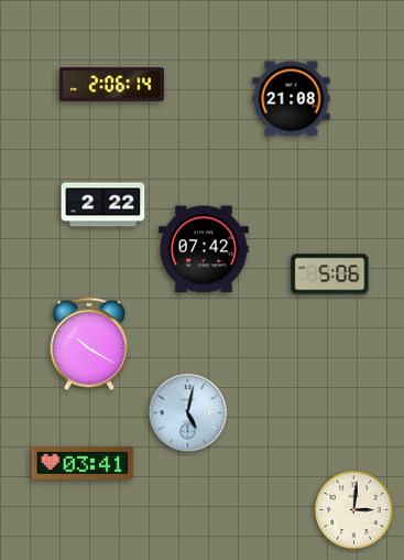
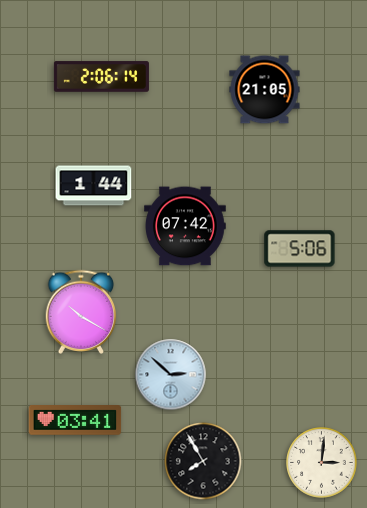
clock at (292, 99): 21:08 -> 21:05
clock at (103, 205): 2:22 -> 1:44
clock at (188, 413): 5:02 -> 2:52
clock at (203, 461): none -> 7:55
